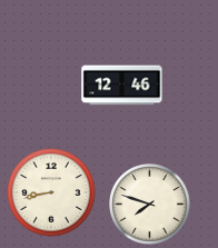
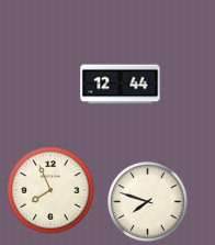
clock at (122, 86): 12:46 -> 12:44
clock at (51, 192): 8:43 -> 7:56
